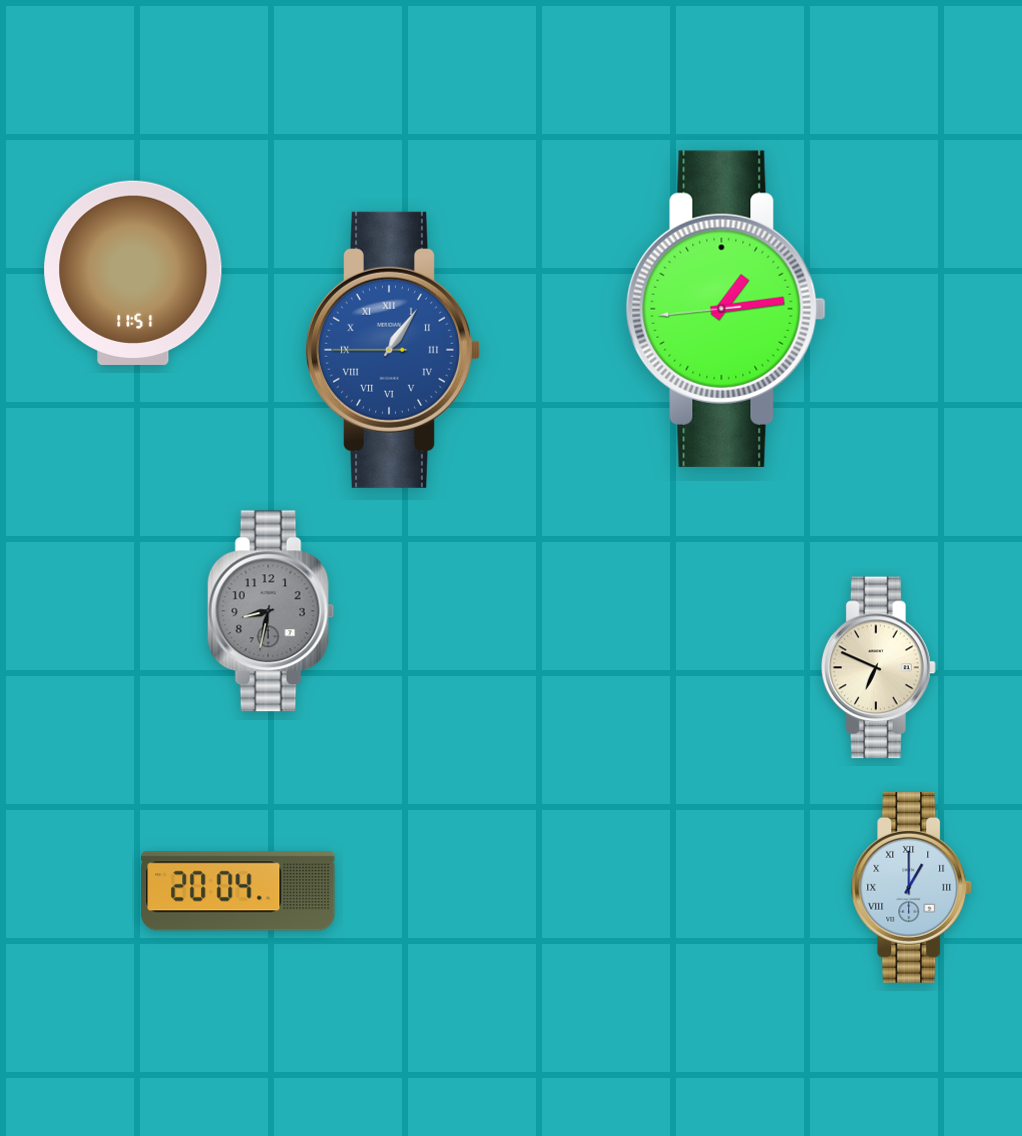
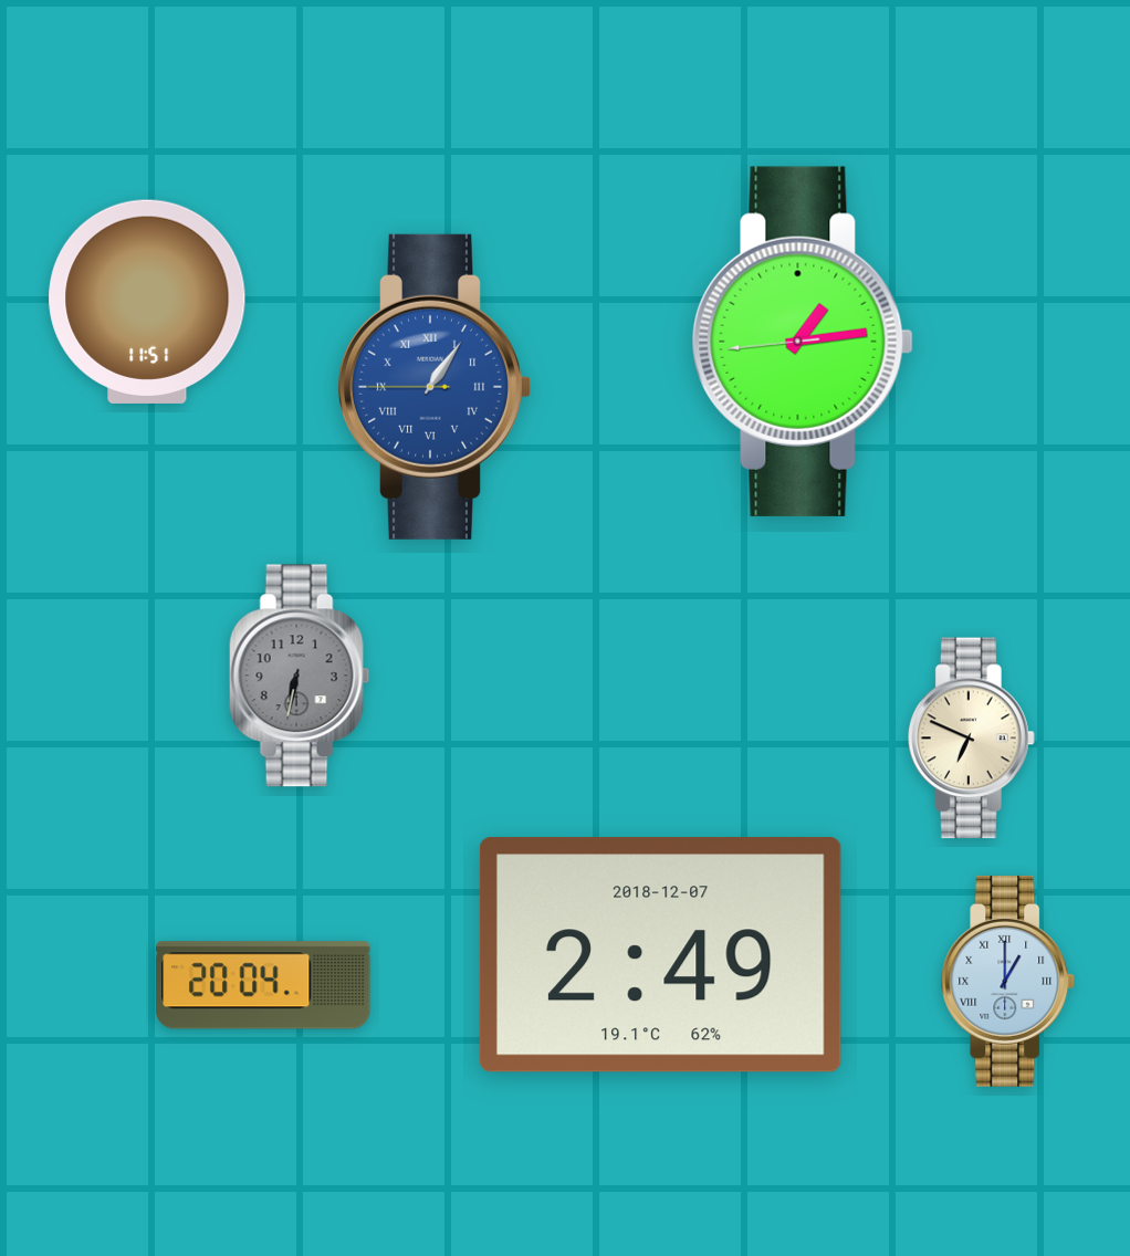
clock at (271, 611): 8:32 -> 6:32
clock at (660, 955): none -> 2:49
